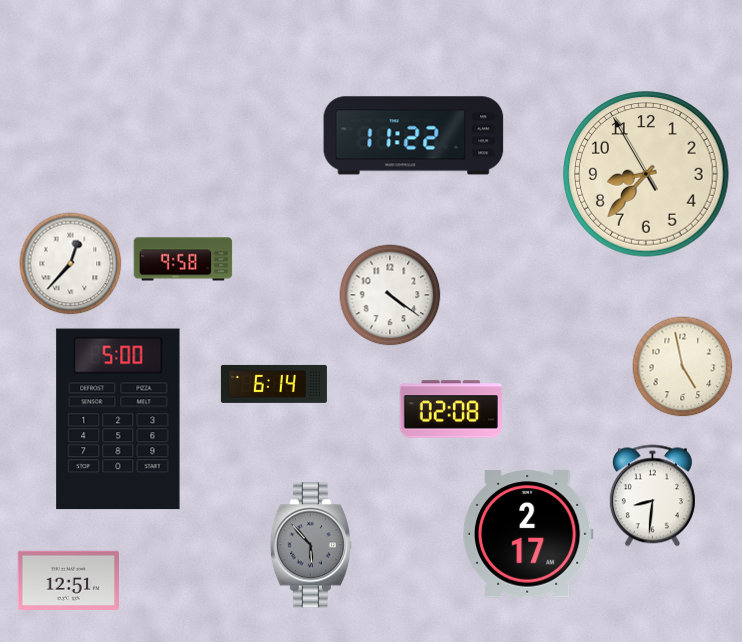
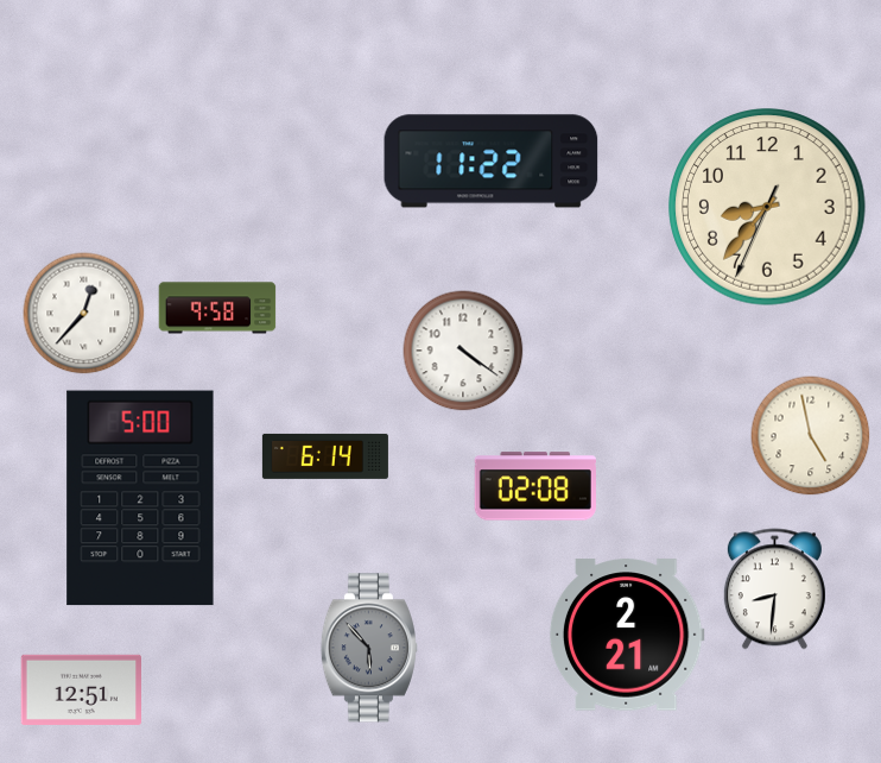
clock at (646, 174): 8:36:55 -> 8:36:34
clock at (528, 534): 2:17 -> 2:21
